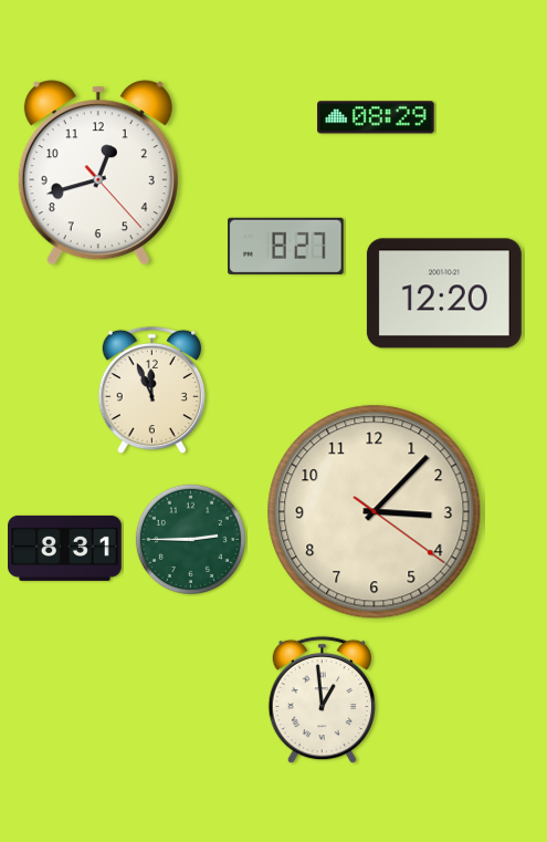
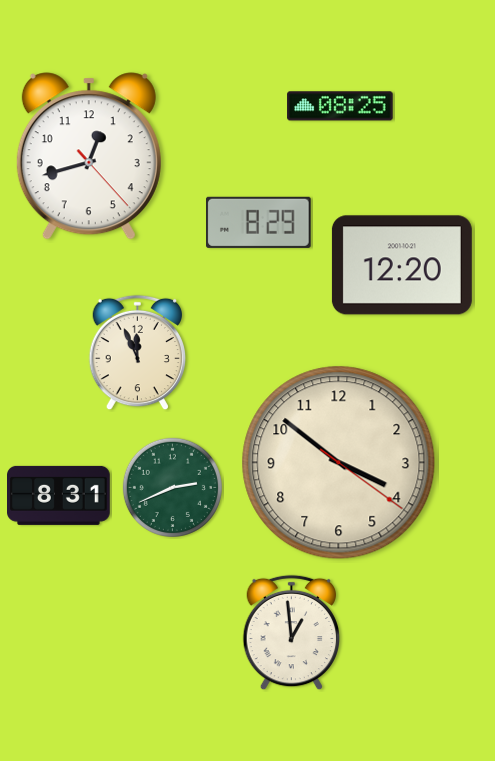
clock at (376, 117): 08:29 -> 08:25
clock at (286, 246): 8:27 -> 8:29
clock at (375, 512): 3:07 -> 3:51
clock at (190, 539): 2:45 -> 2:41
